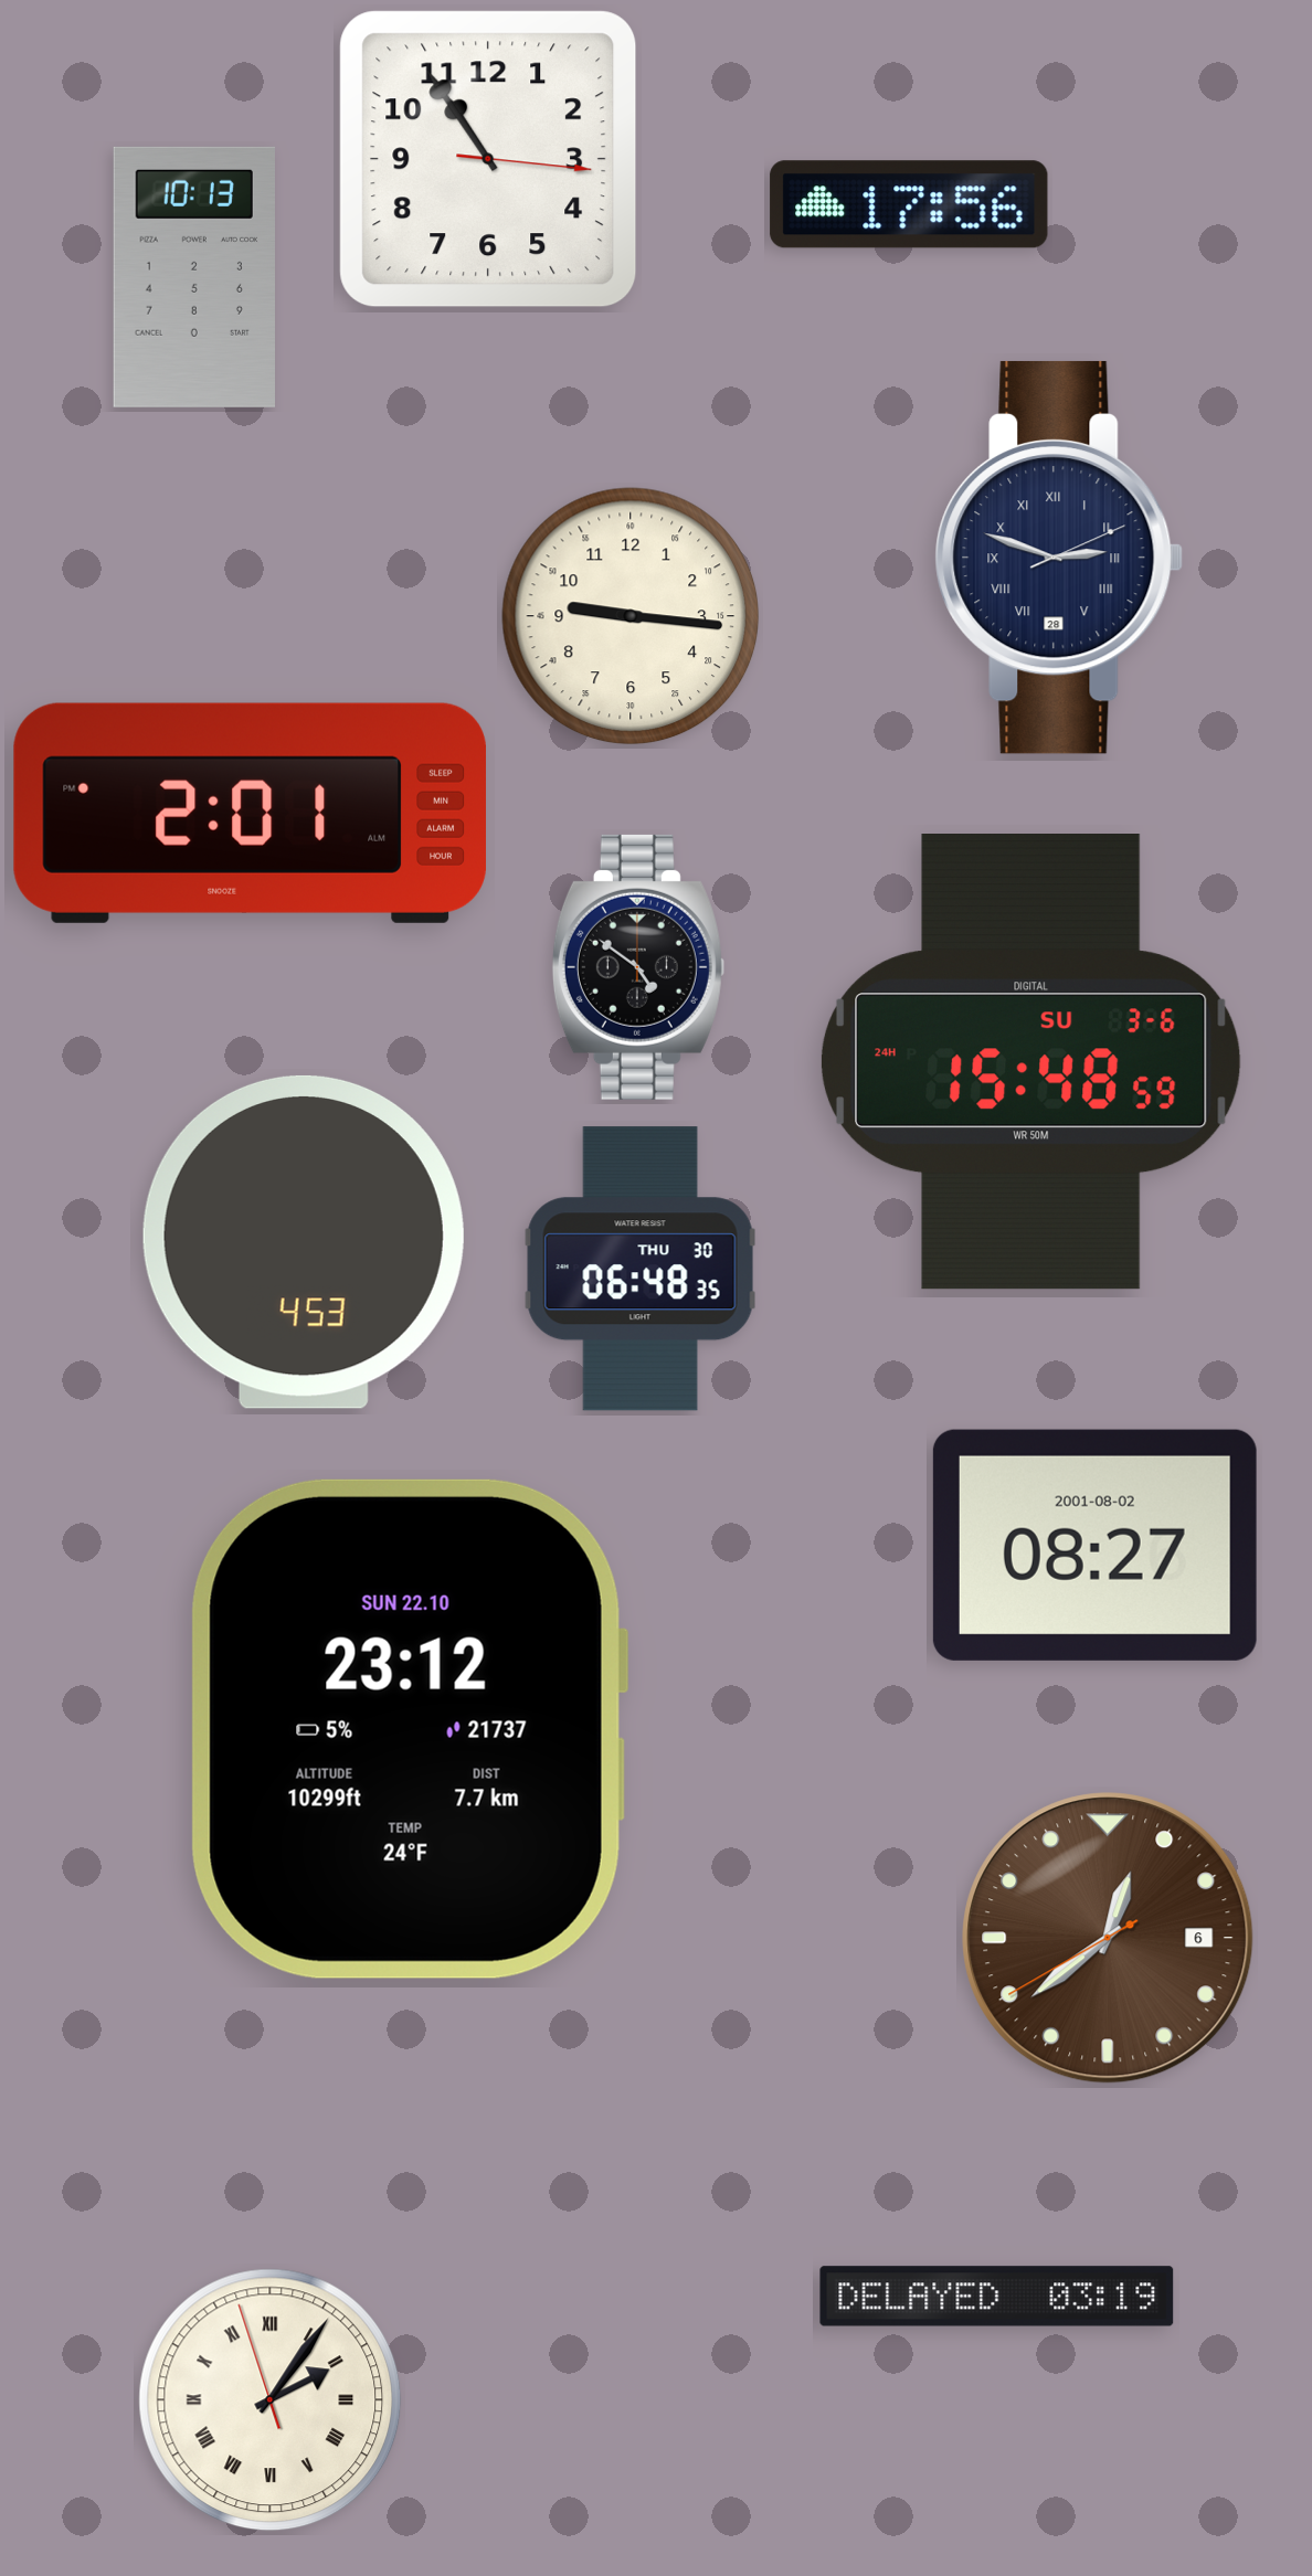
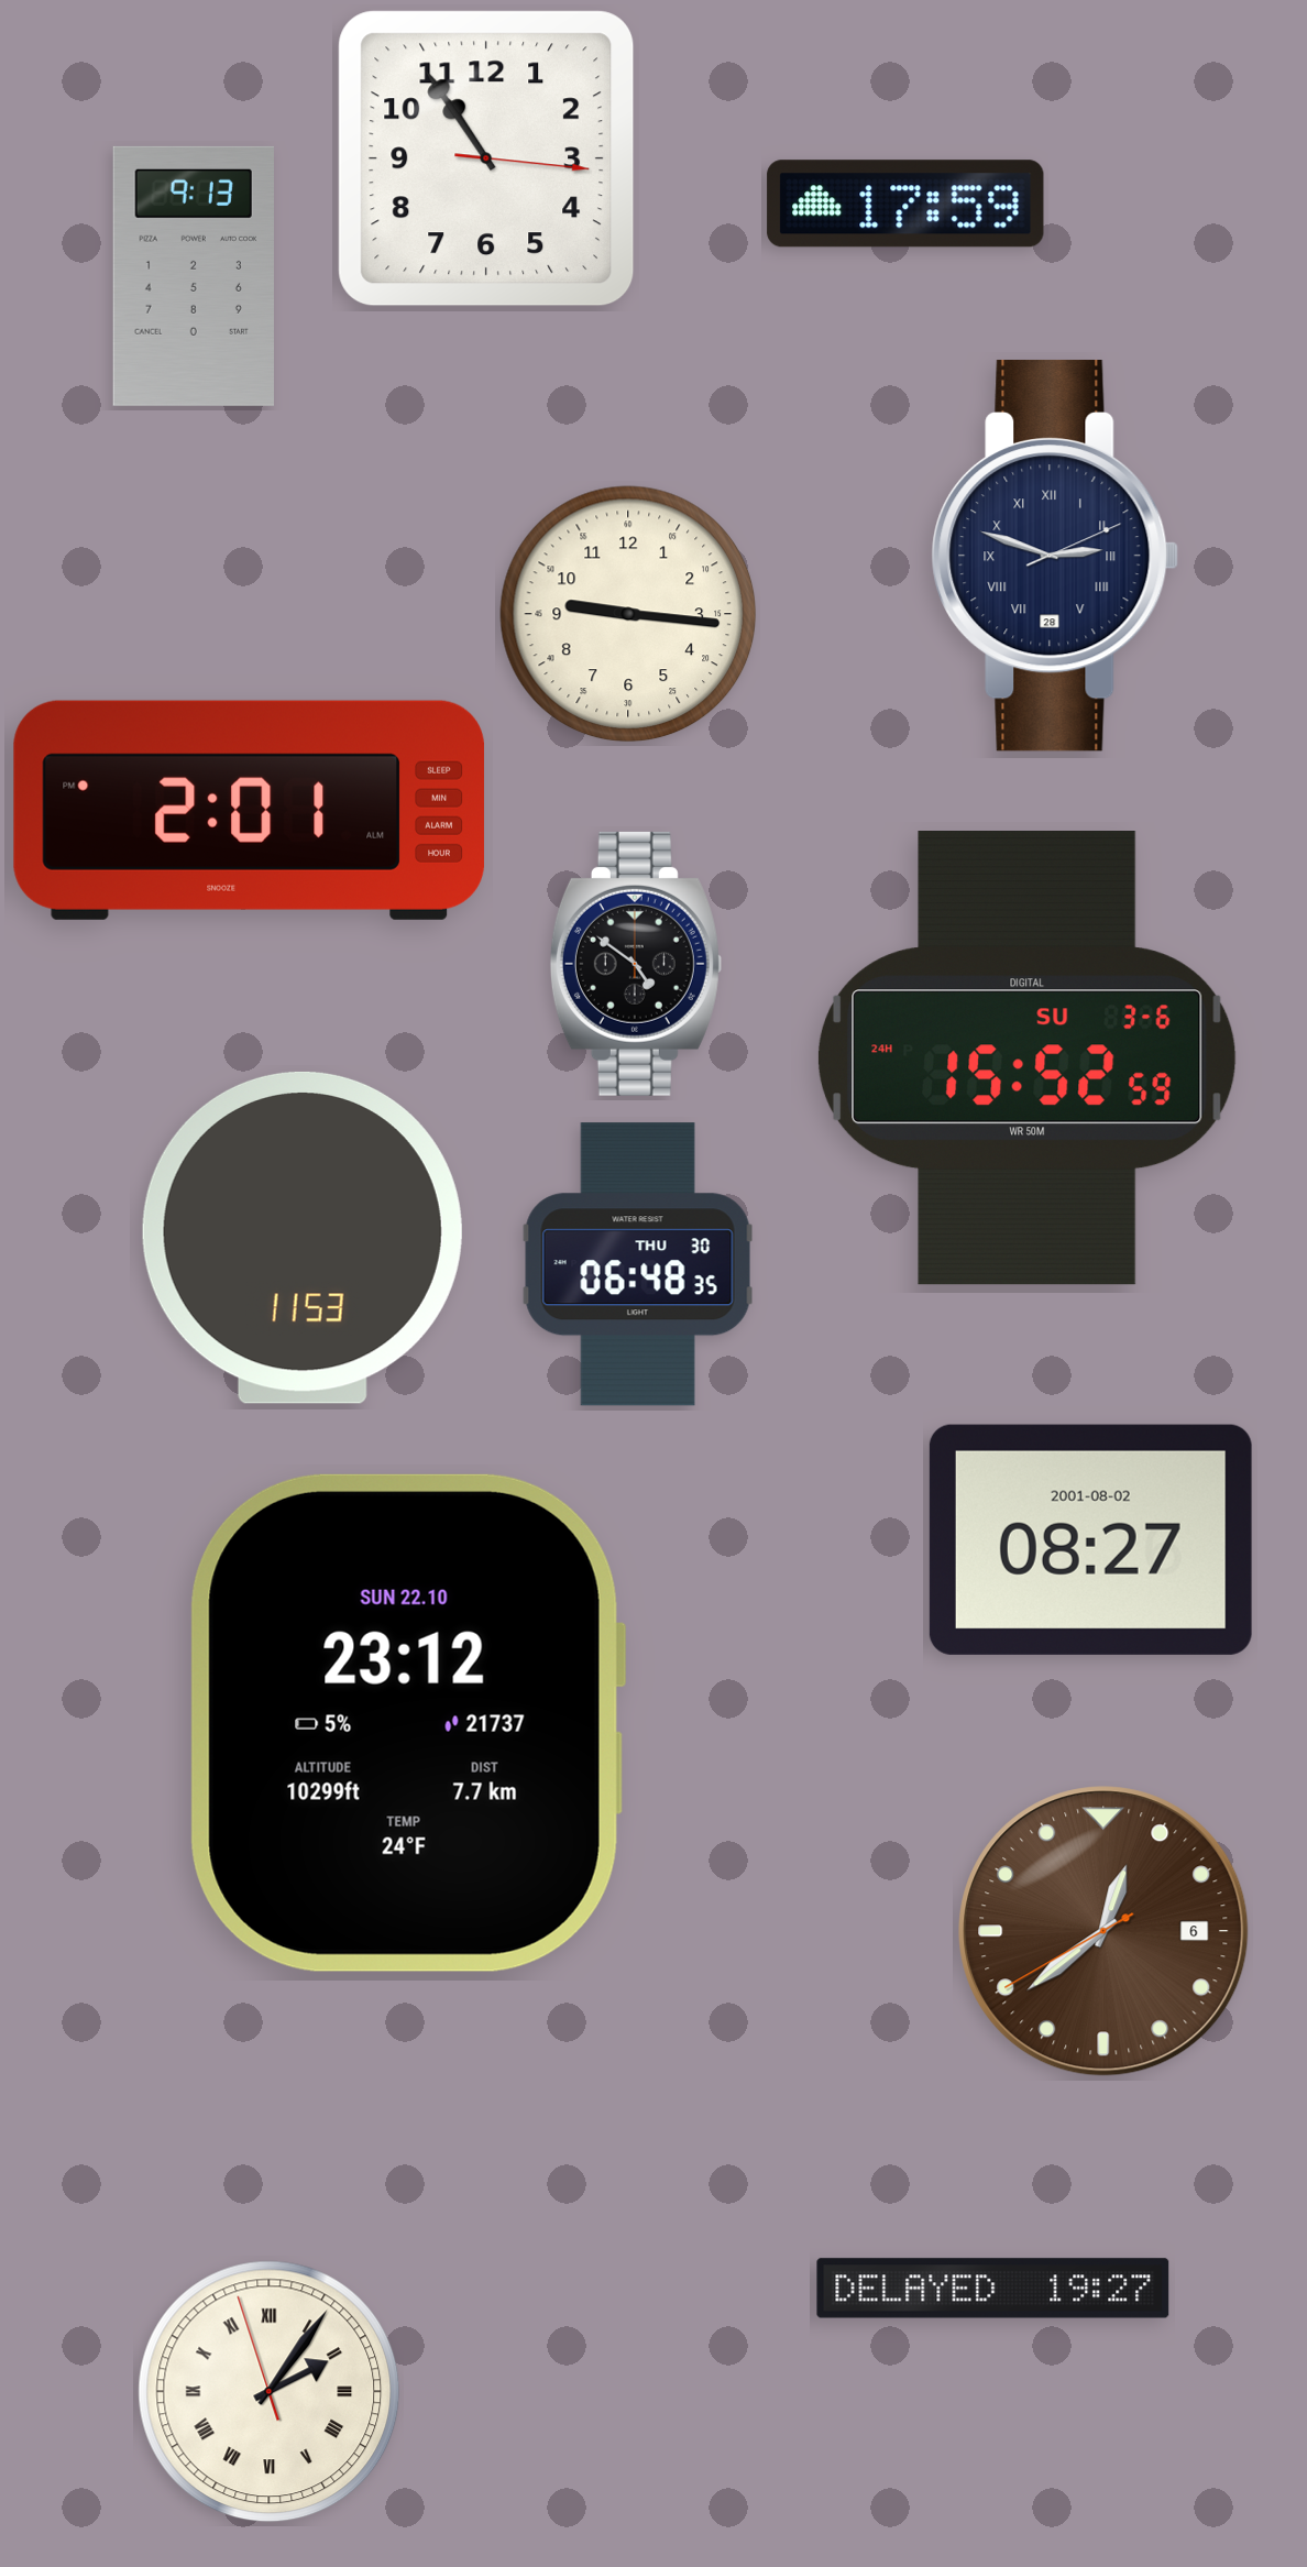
clock at (909, 204): 17:56 -> 17:59
clock at (193, 277): 10:13 -> 9:13
clock at (1030, 1062): 15:48 -> 15:52
clock at (304, 1242): 4:53 -> 11:53
clock at (997, 2297): 03:19 -> 19:27
